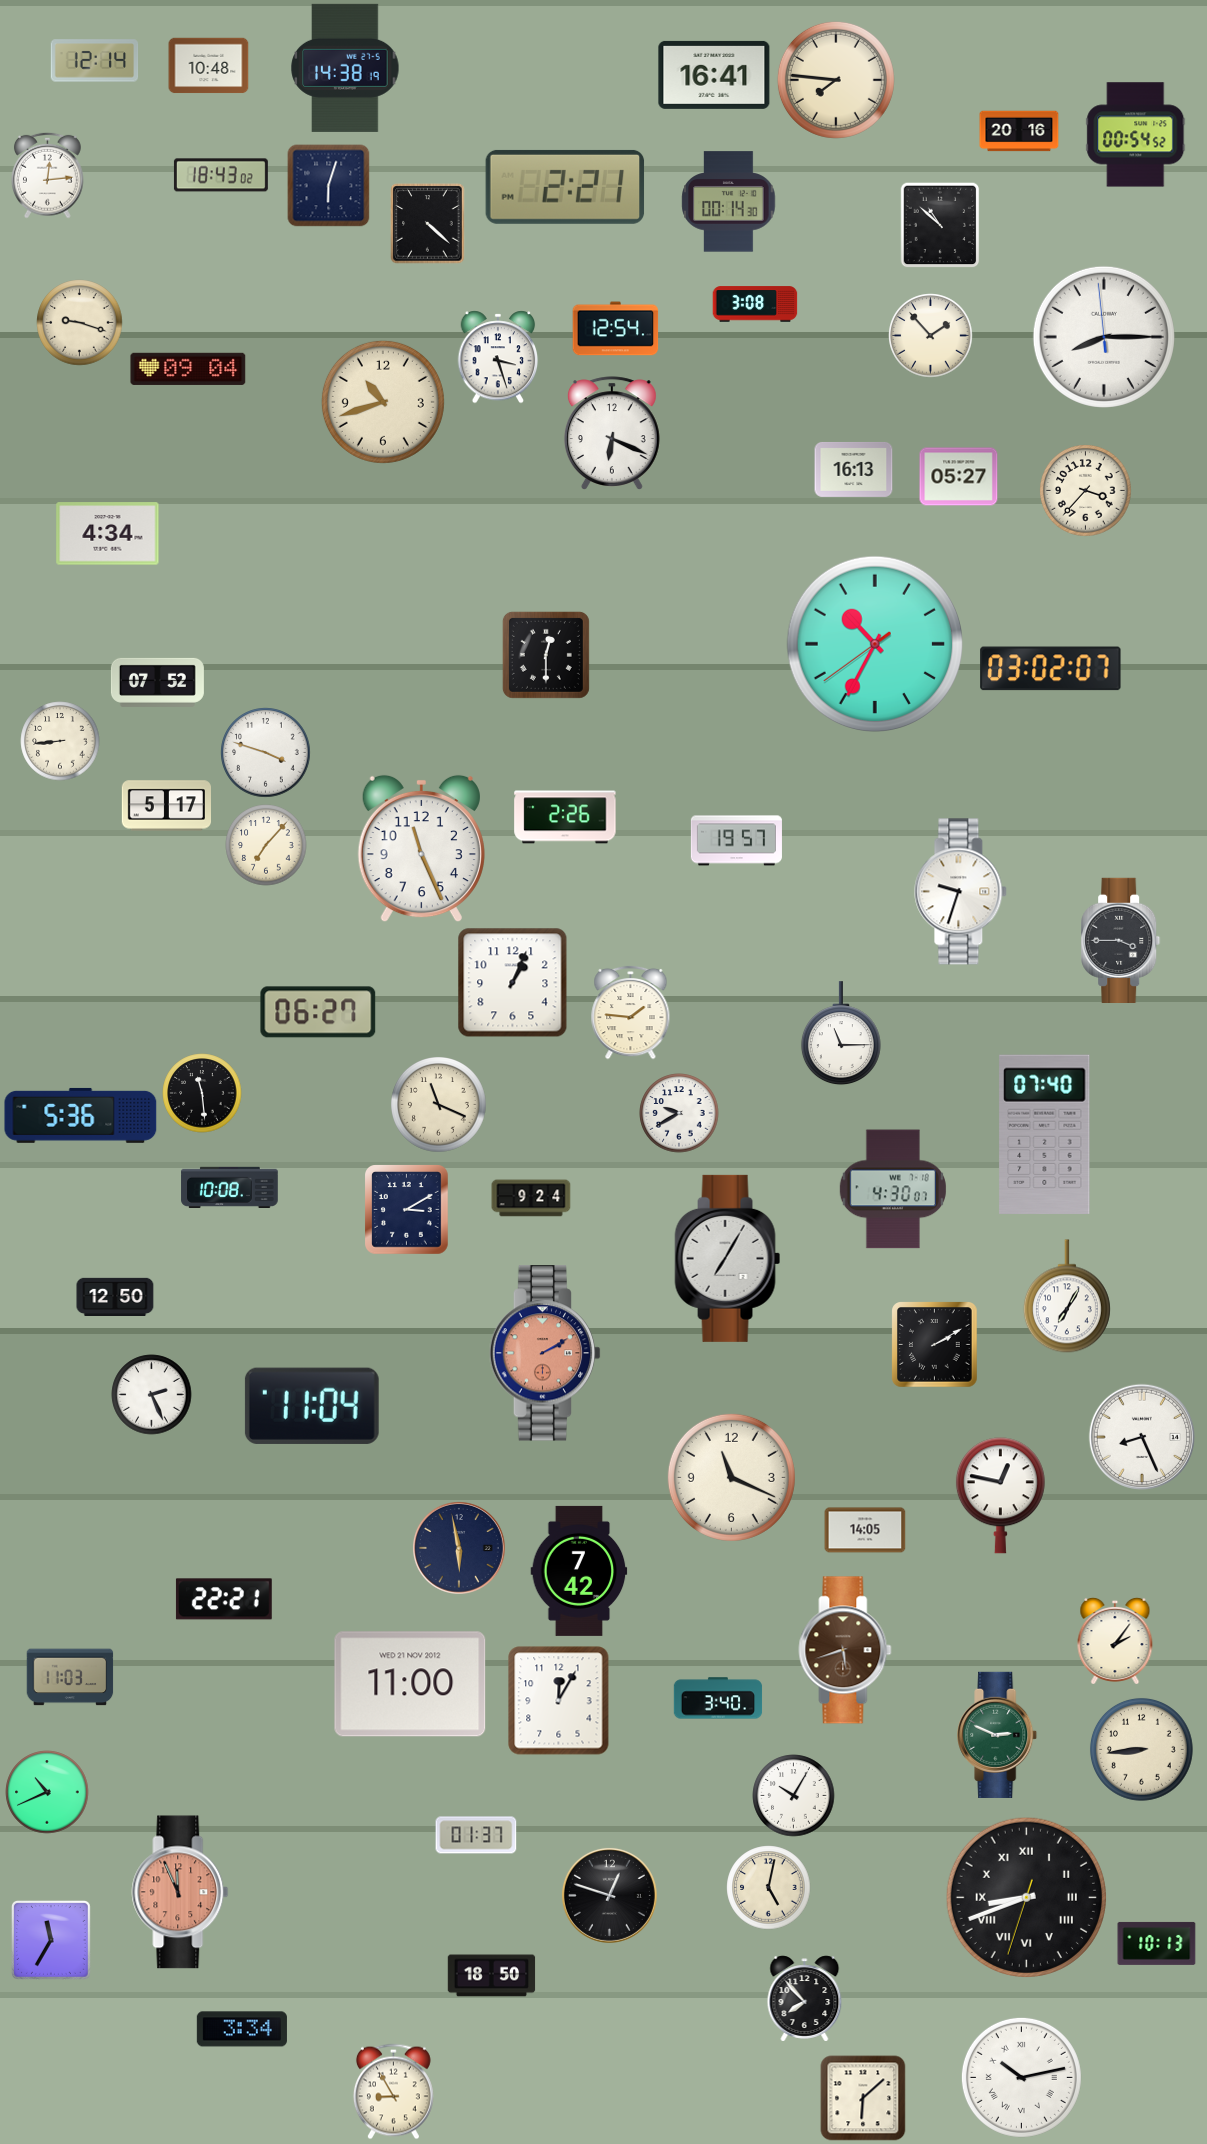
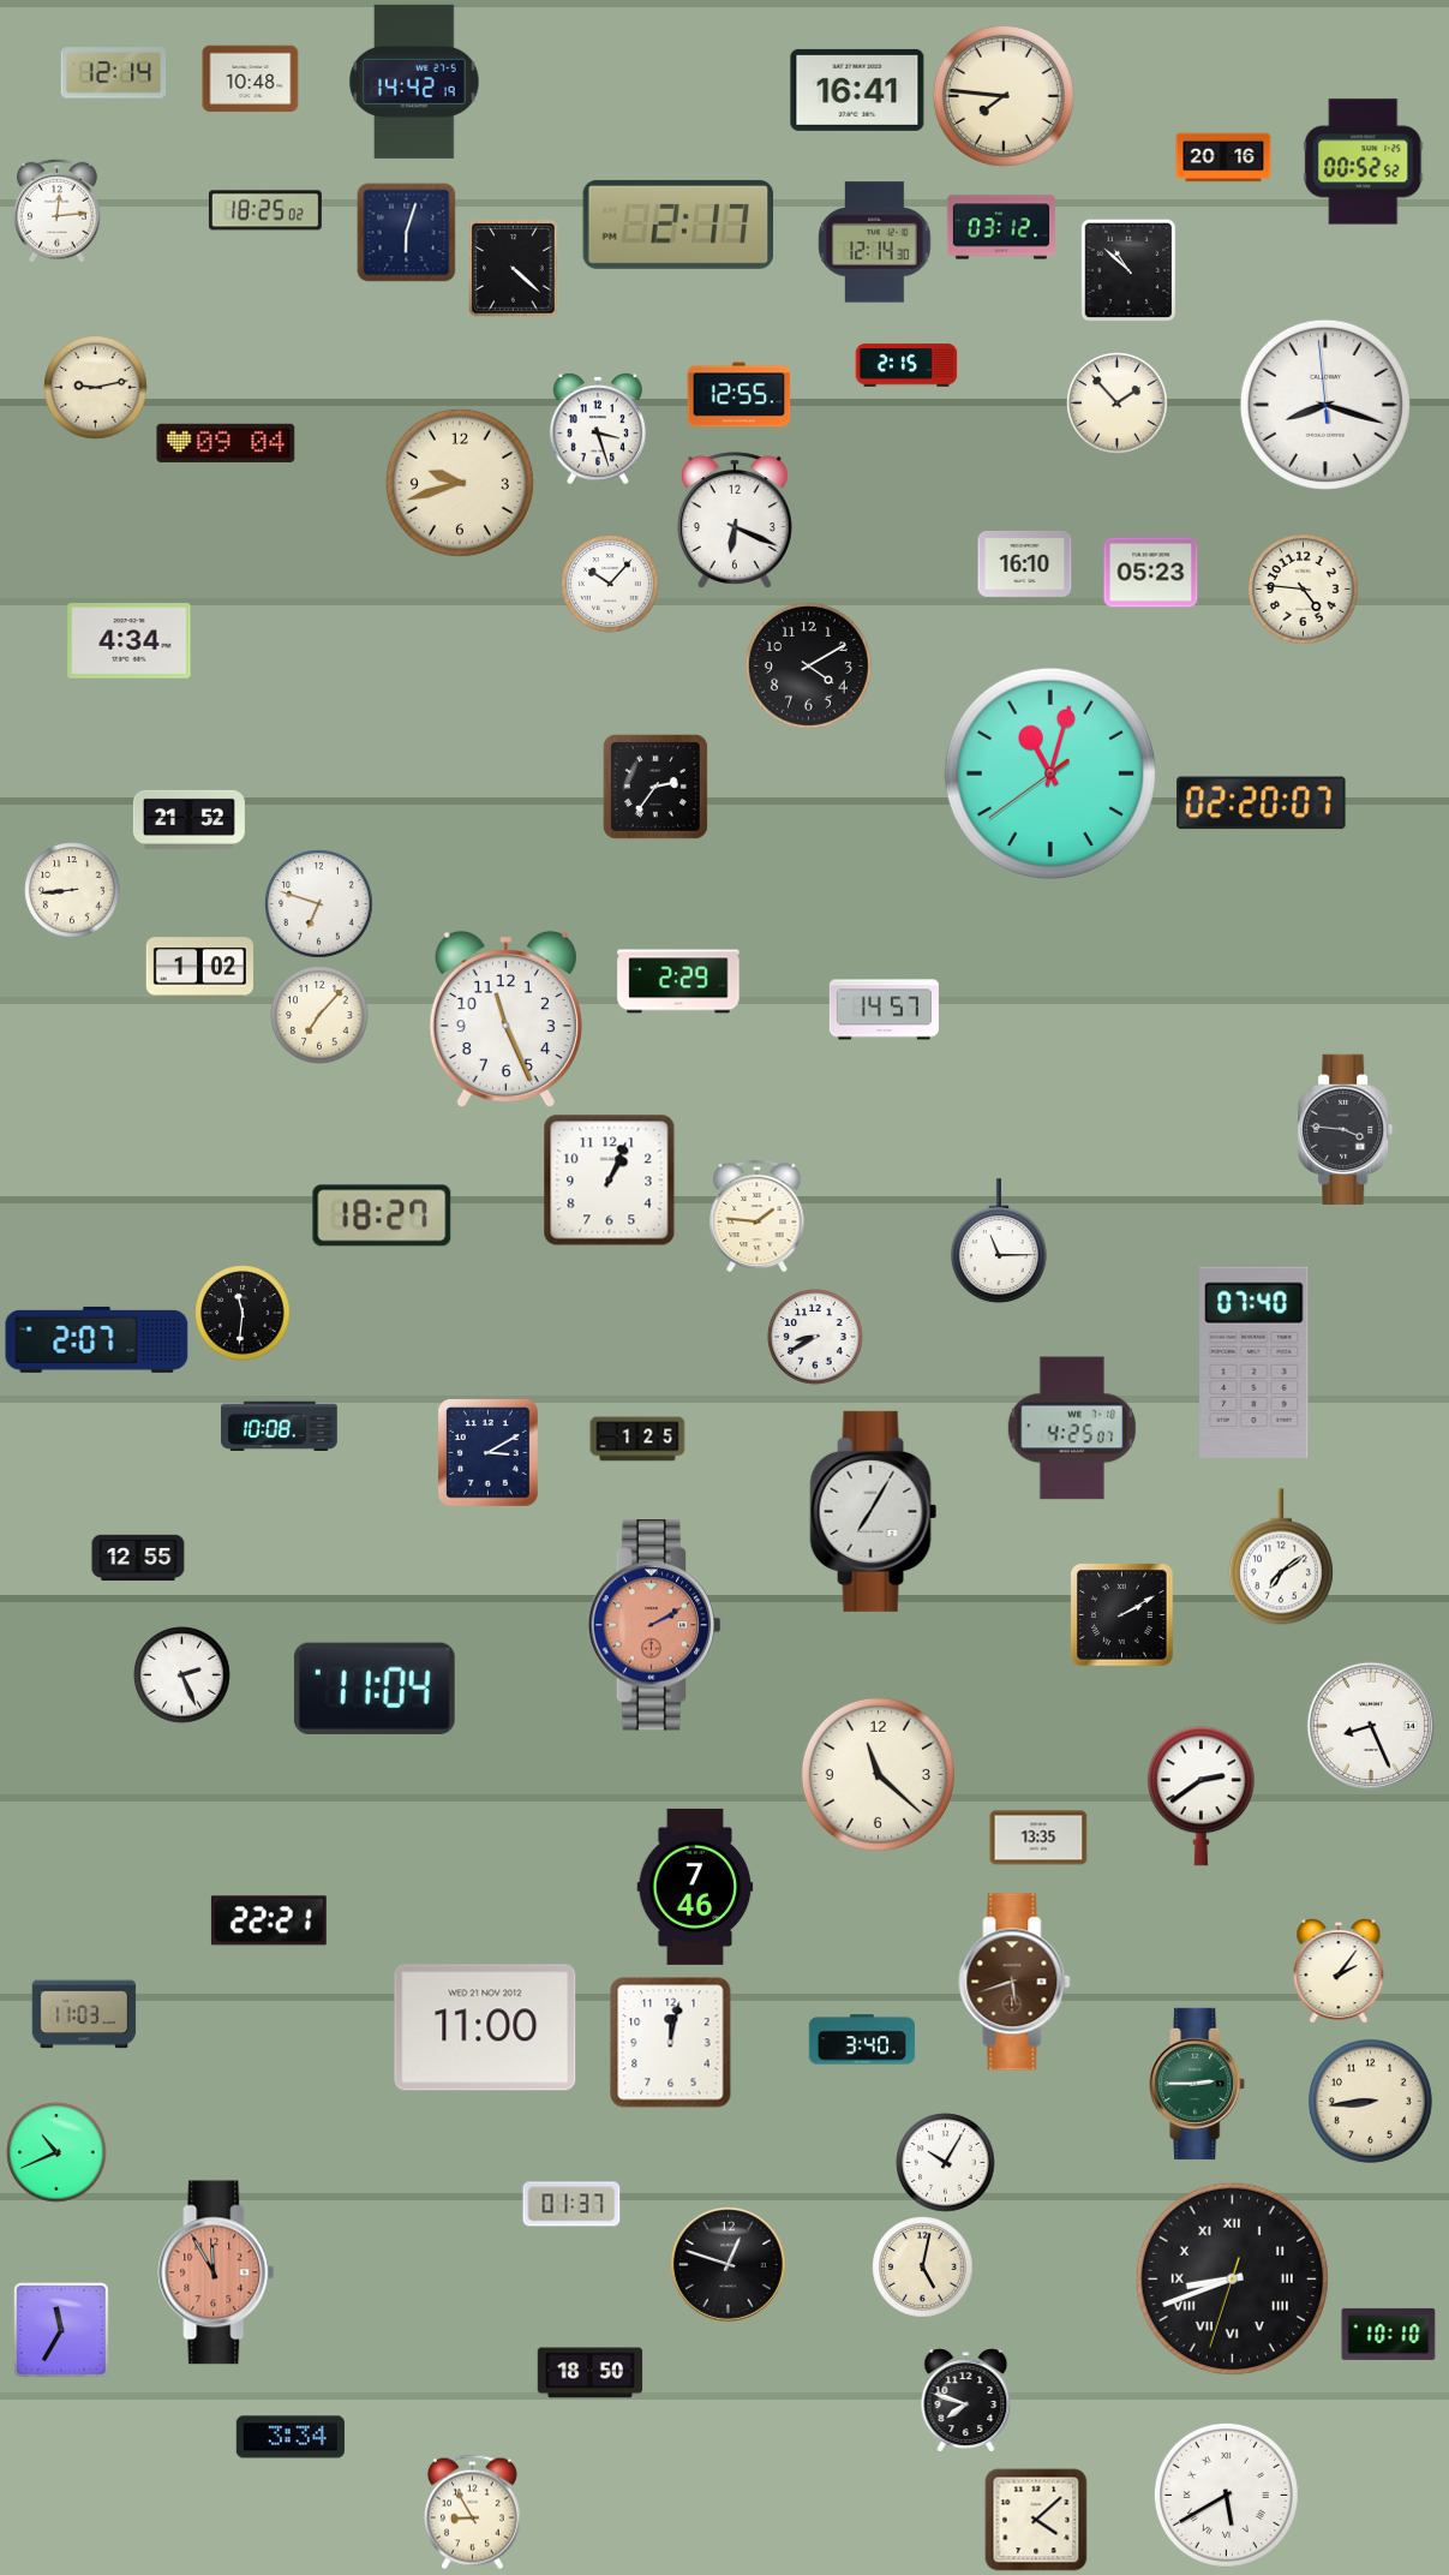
clock at (345, 68): 14:38 -> 14:42
clock at (1136, 135): 00:54 -> 00:52
clock at (221, 175): 18:43 -> 18:25
clock at (329, 186) position: (329, 186) -> (407, 233)
clock at (565, 187): 2:21 -> 2:17
clock at (1001, 227): none -> 03:12
clock at (729, 202): 00:14 -> 12:14
clock at (755, 304): 3:08 -> 2:15
clock at (80, 323): 9:18 -> 9:13
clock at (616, 329): 12:54 -> 12:55
clock at (1104, 337): 8:14 -> 8:17
clock at (383, 402): 10:42 -> 9:42
clock at (854, 469): 16:13 -> 16:10
clock at (959, 477): 05:27 -> 05:23
clock at (610, 584): none -> 10:07
clock at (1086, 491): 3:37 -> 4:46
clock at (808, 665): none -> 4:10
clock at (875, 644): 10:34 -> 11:02
clock at (546, 655): 12:30 -> 2:36
clock at (1051, 669): 03:02 -> 02:20
clock at (157, 682): 07:52 -> 21:52
clock at (266, 753): 3:48 -> 6:48
clock at (166, 806): 5:17 -> 1:02
clock at (565, 817): 2:26 -> 2:29
clock at (736, 841): 19:57 -> 14:57
clock at (961, 892): 9:33 -> none
clock at (1121, 940): 3:45 -> 3:46
clock at (513, 983) position: (513, 983) -> (610, 1181)
clock at (318, 1012): 06:27 -> 18:27
clock at (841, 1034) position: (841, 1034) -> (999, 1242)
clock at (202, 1093): 11:29 -> 11:31
clock at (439, 1105): 11:19 -> none
clock at (679, 1113): 9:40 -> 8:40
clock at (81, 1115): 5:36 -> 2:07
clock at (230, 1187) position: (230, 1187) -> (280, 1426)
clock at (893, 1189): 4:30 -> 4:25
clock at (531, 1198): 9:24 -> 1:25
clock at (115, 1296): 12:50 -> 12:55
clock at (1067, 1296): 7:05 -> 7:09
clock at (731, 1477): 11:19 -> 11:22
clock at (1000, 1496): 12:47 -> 2:39
clock at (865, 1530): 14:05 -> 13:35
clock at (460, 1549): 5:58 -> none
clock at (579, 1571): 7:42 -> 7:46
clock at (410, 1684) position: (410, 1684) -> (485, 2027)
clock at (559, 1701): 12:05 -> 12:02
clock at (998, 1735): 2:49 -> 2:45
clock at (794, 1796) position: (794, 1796) -> (946, 2163)
clock at (180, 1892): 11:56 -> 11:55
clock at (609, 1895) position: (609, 1895) -> (728, 2264)
clock at (1157, 1943): 10:13 -> 10:10
clock at (805, 1999): 7:53 -> 7:48
clock at (1021, 2077): 10:13 -> 5:40
clock at (863, 2098): 6:08 -> 4:08
